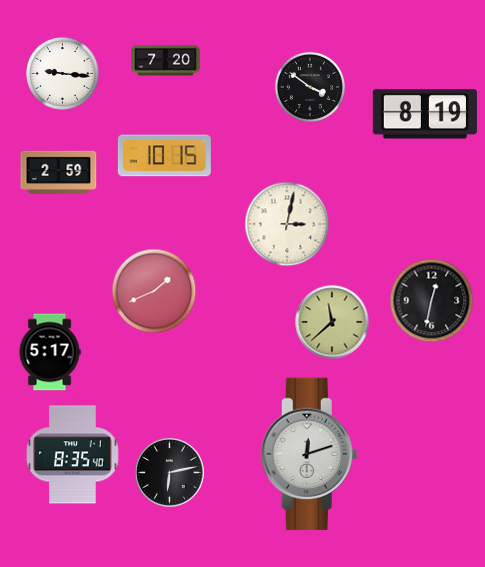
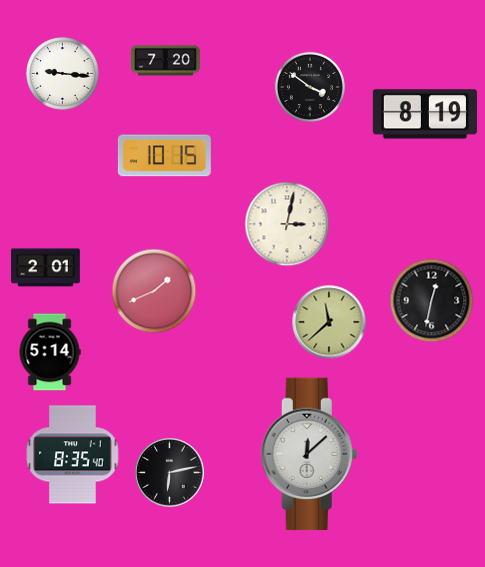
clock at (59, 172): 2:59 -> none
clock at (46, 268): none -> 2:01
clock at (332, 322) position: (332, 322) -> (329, 322)
clock at (50, 352): 5:17 -> 5:14
clock at (309, 454): 12:12 -> 12:08
